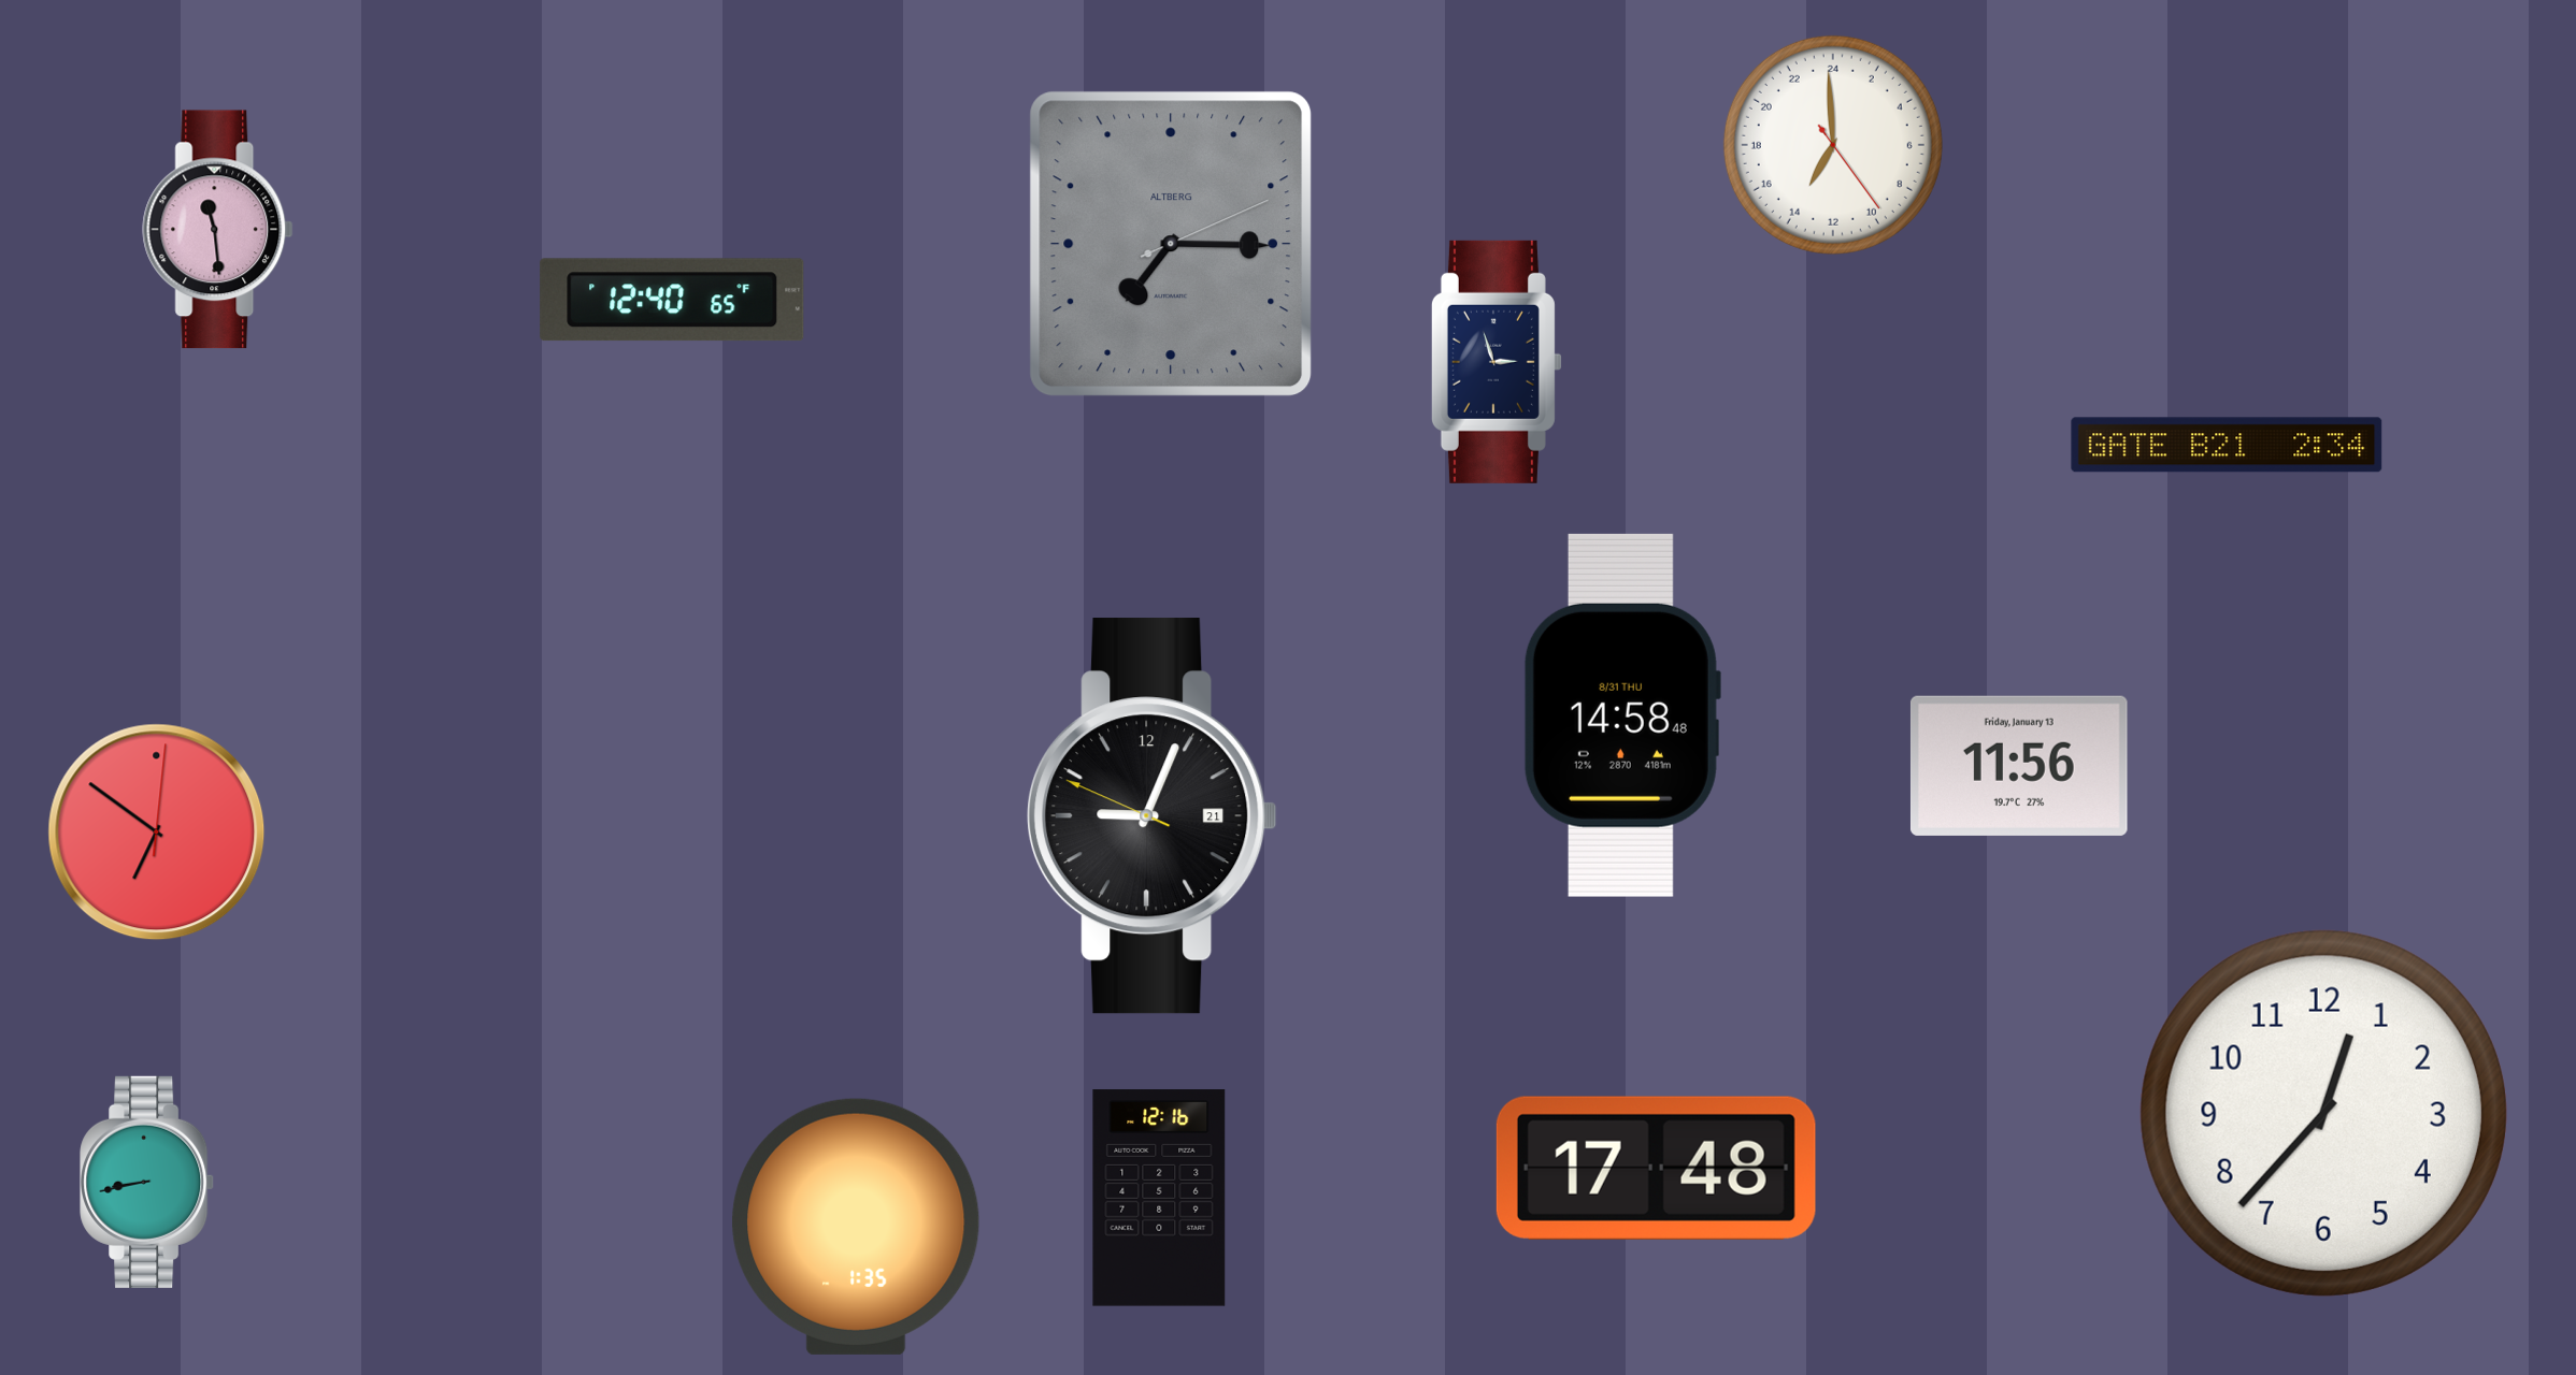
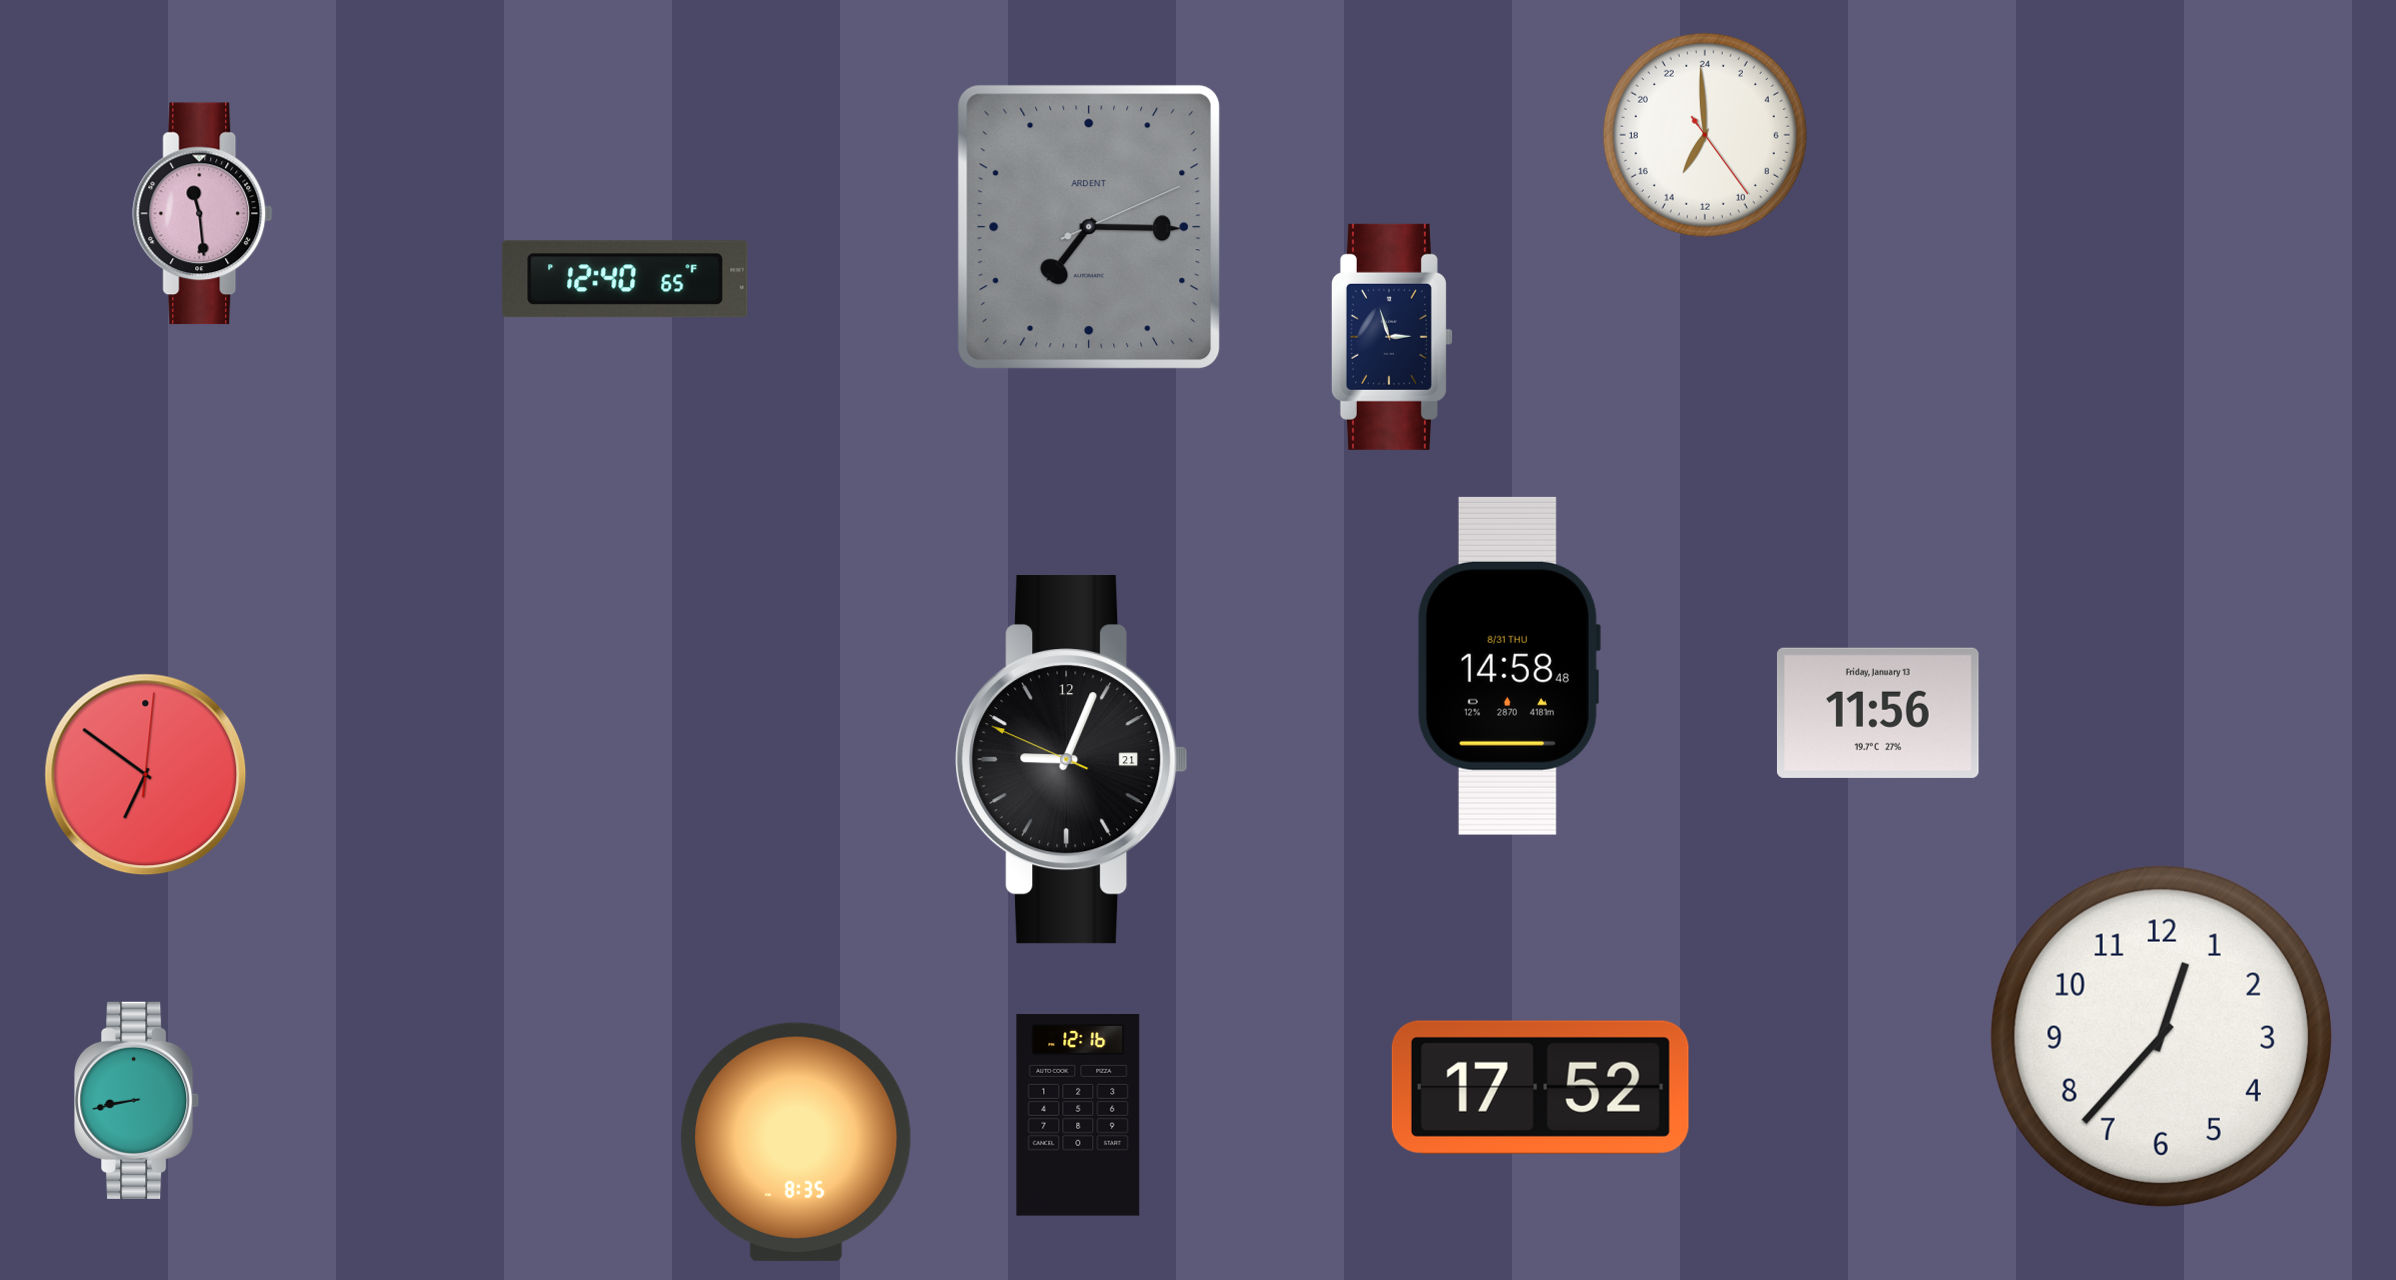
clock at (1171, 244) brand: ALTBERG -> ARDENT
clock at (2227, 445): 2:34 -> none
clock at (1656, 1168): 17:48 -> 17:52
clock at (856, 1227): 1:35 -> 8:35
